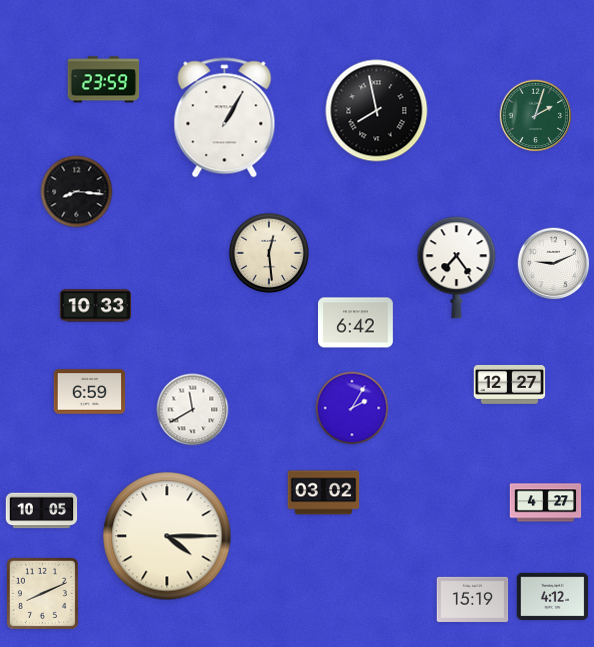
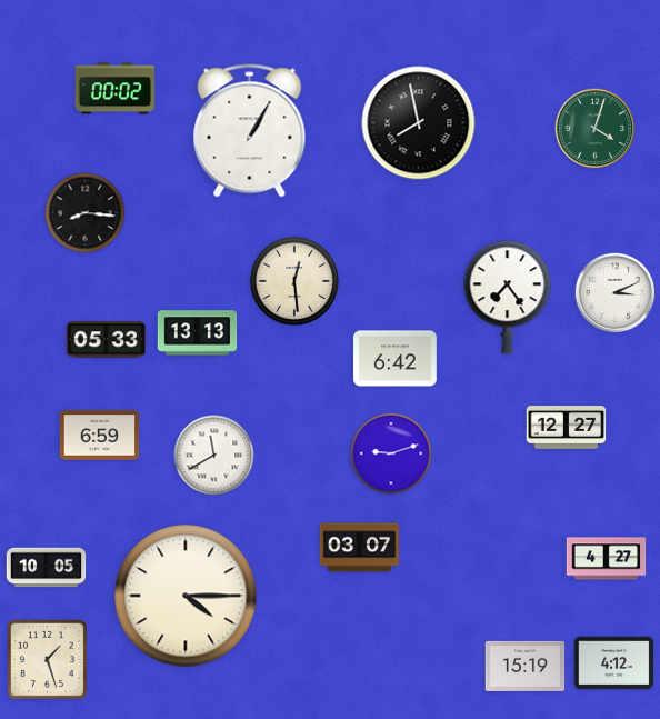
clock at (104, 80): 23:59 -> 00:02
clock at (536, 116): 2:03 -> 4:03
clock at (269, 253) position: (269, 253) -> (294, 281)
clock at (554, 264): 9:11 -> 3:11
clock at (198, 333): none -> 13:13
clock at (96, 306): 10:33 -> 05:33
clock at (352, 408): 2:05 -> 9:12
clock at (324, 493): 03:02 -> 03:07
clock at (42, 593): 8:11 -> 1:27
